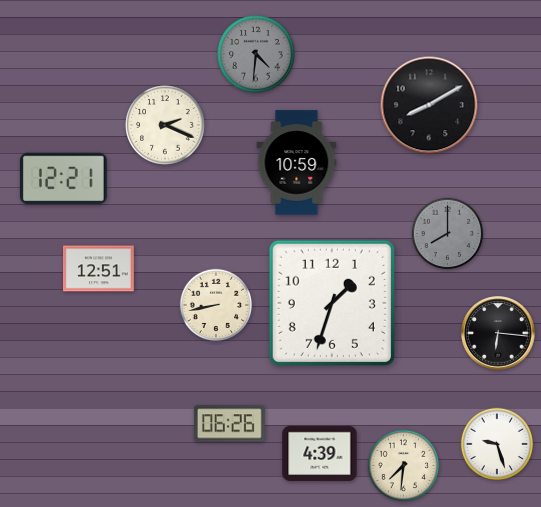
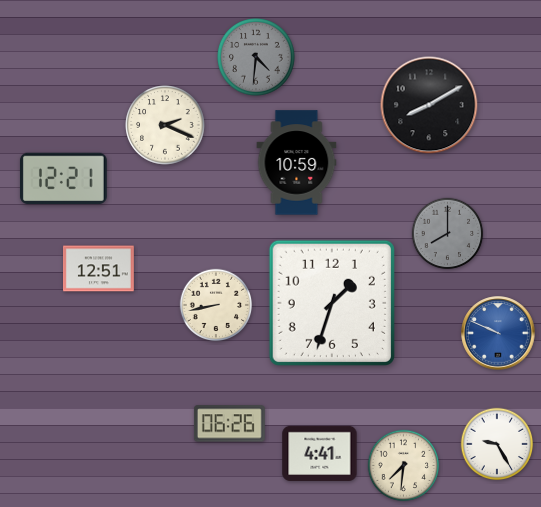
clock at (257, 55) position: (257, 55) -> (257, 58)
clock at (498, 333): 6:16 -> 9:49
clock at (498, 333) dial: black -> blue
clock at (497, 444): 9:27 -> 9:25
clock at (320, 453): 4:39 -> 4:41
